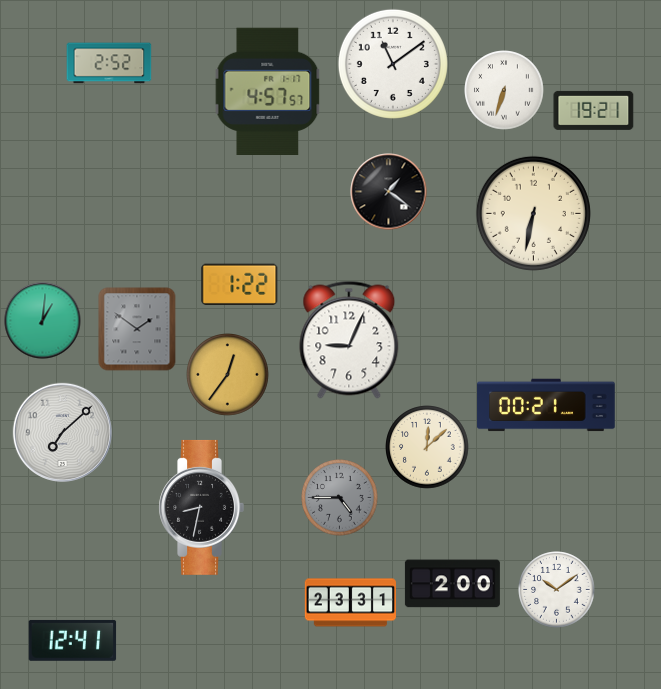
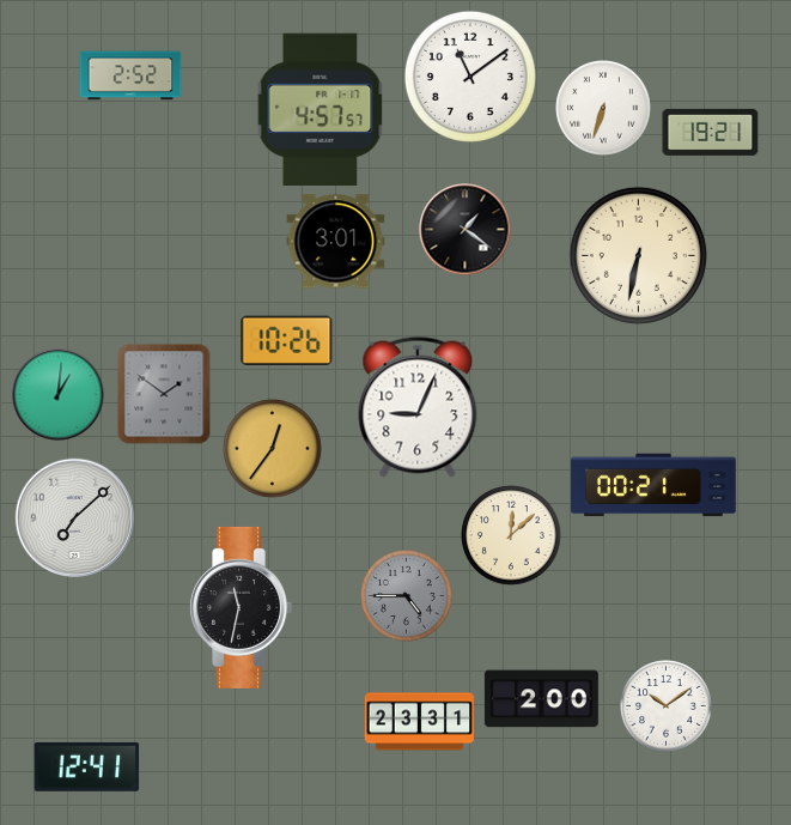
clock at (336, 242): none -> 3:01
clock at (240, 284): 1:22 -> 10:26
clock at (43, 321) position: (43, 321) -> (59, 395)
clock at (201, 507): 8:32 -> 11:32
